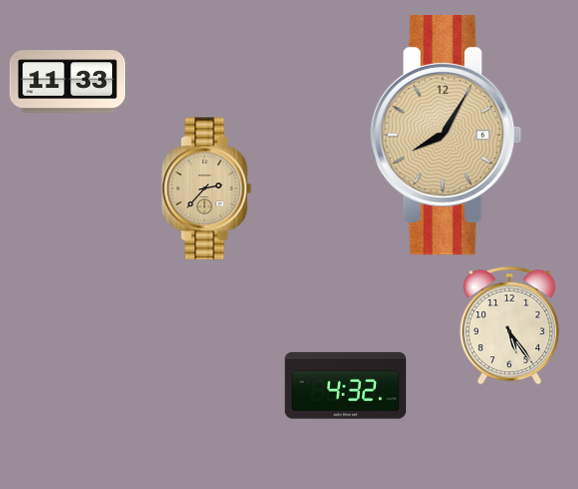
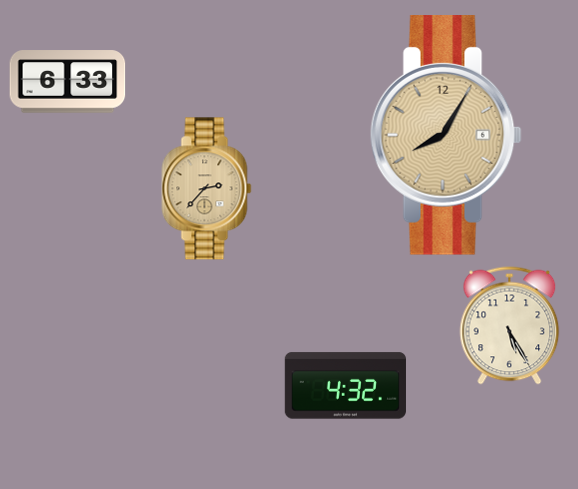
clock at (68, 82): 11:33 -> 6:33
clock at (510, 326): 5:24 -> 5:25
